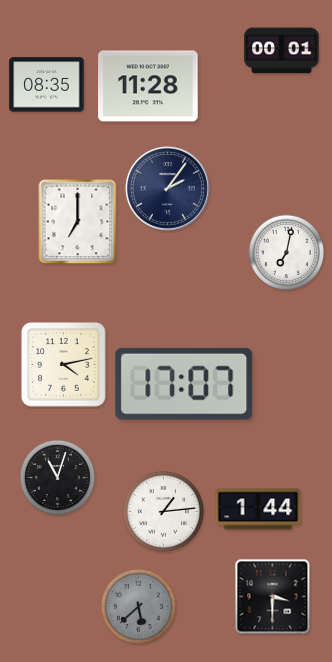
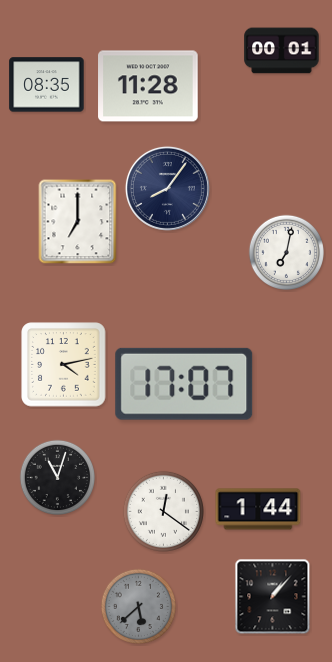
clock at (167, 188): 2:06 -> 8:06
clock at (163, 511): 1:14 -> 12:21
clock at (273, 597): 3:30 -> 1:07
